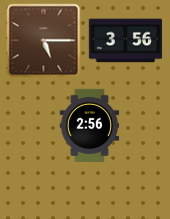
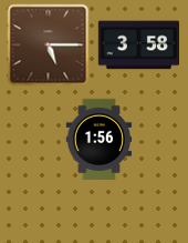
clock at (125, 41): 3:56 -> 3:58
clock at (90, 125): 2:56 -> 1:56
